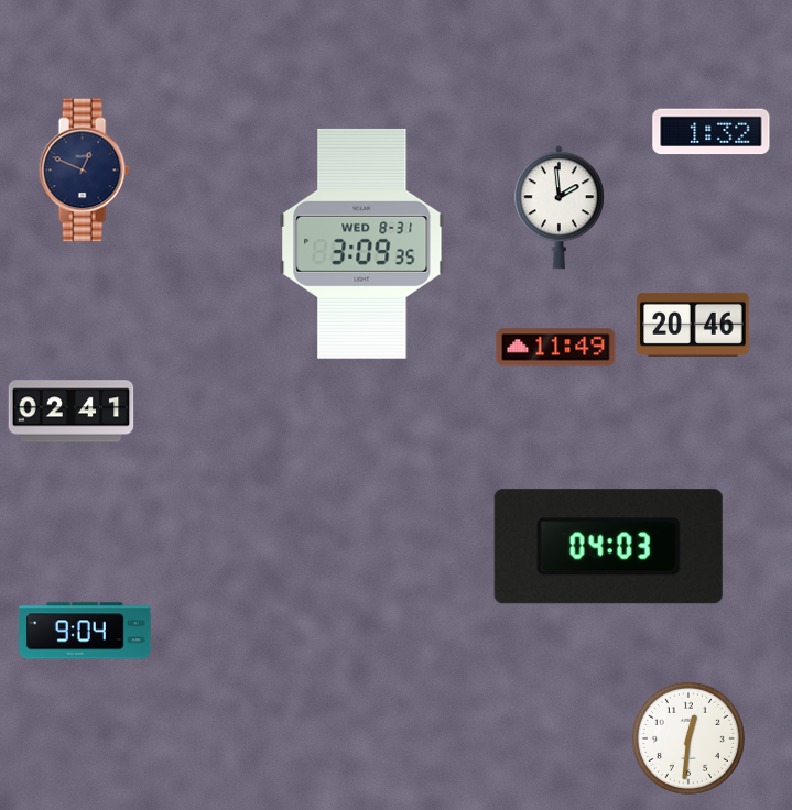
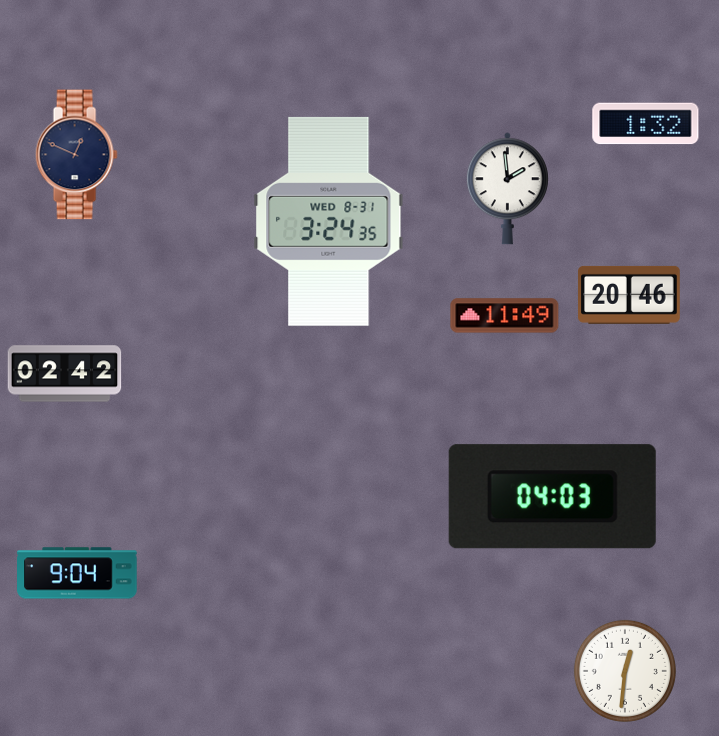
clock at (712, 132) position: (712, 132) -> (646, 124)
clock at (362, 243): 3:09 -> 3:24
clock at (72, 412): 02:41 -> 02:42
